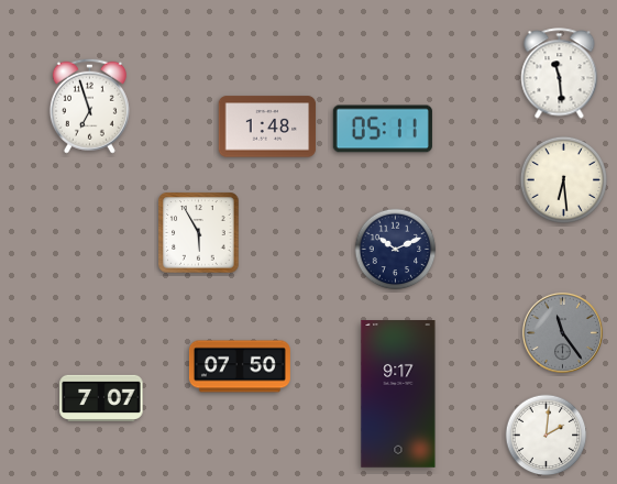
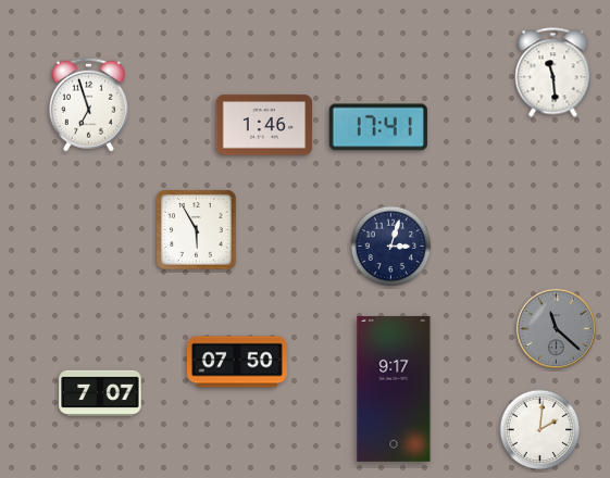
clock at (267, 127): 1:48 -> 1:46
clock at (383, 129): 05:11 -> 17:41
clock at (563, 179): 6:29 -> none
clock at (396, 250): 10:11 -> 3:03
clock at (562, 332): 11:24 -> 11:22
